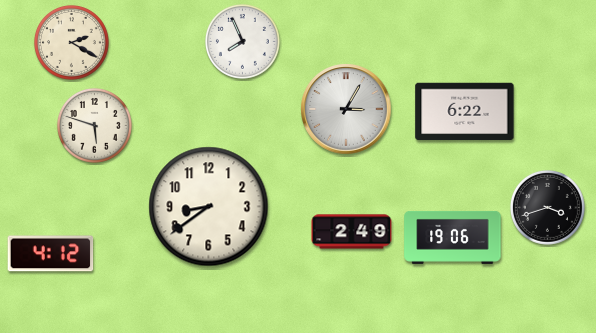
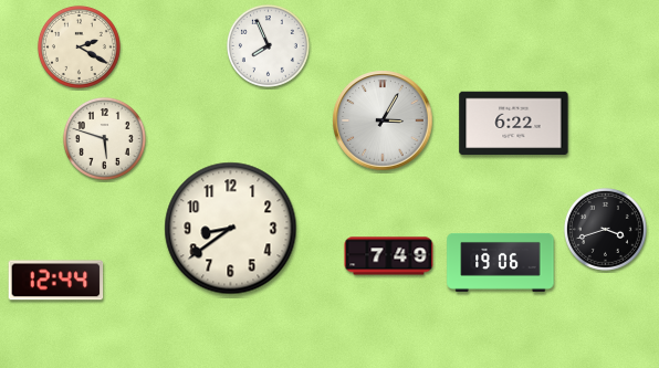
clock at (352, 232): 2:49 -> 7:49
clock at (51, 254): 4:12 -> 12:44
